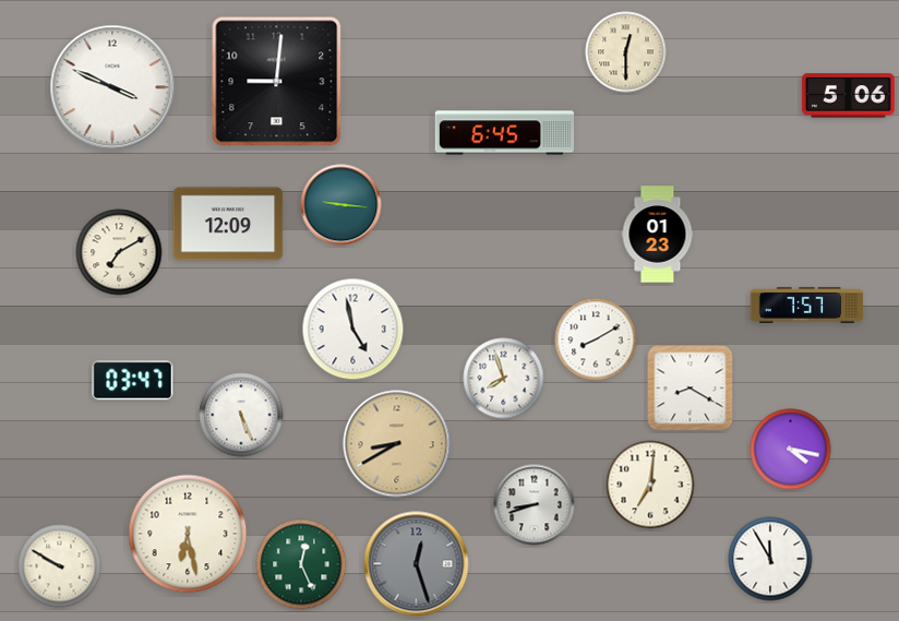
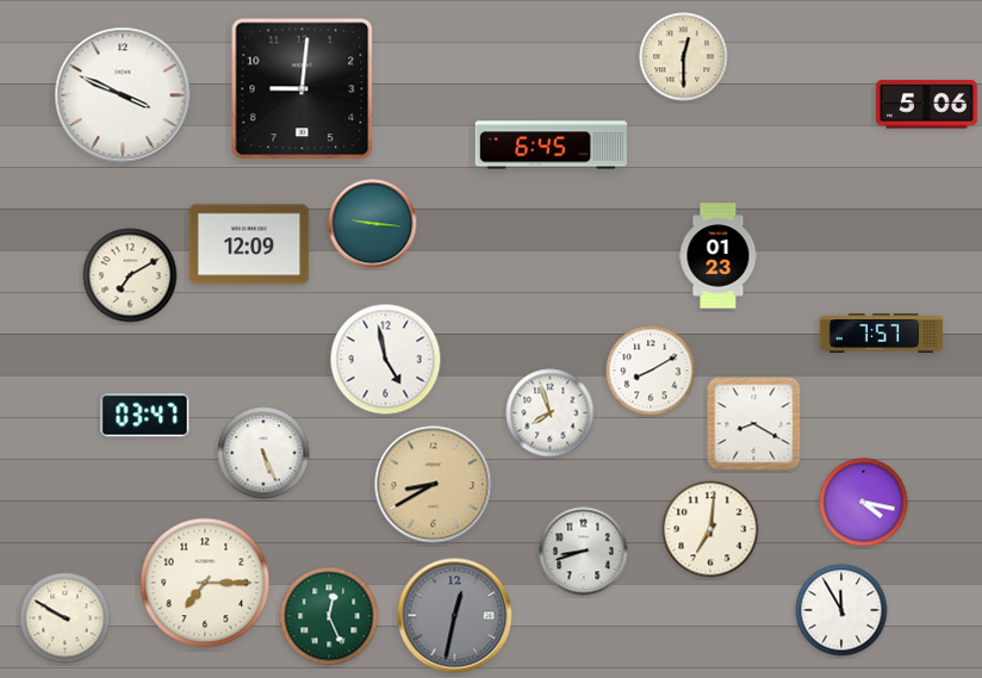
clock at (791, 450) position: (791, 450) -> (864, 503)
clock at (188, 534): 6:28 -> 7:15
clock at (417, 564): 12:27 -> 12:32
